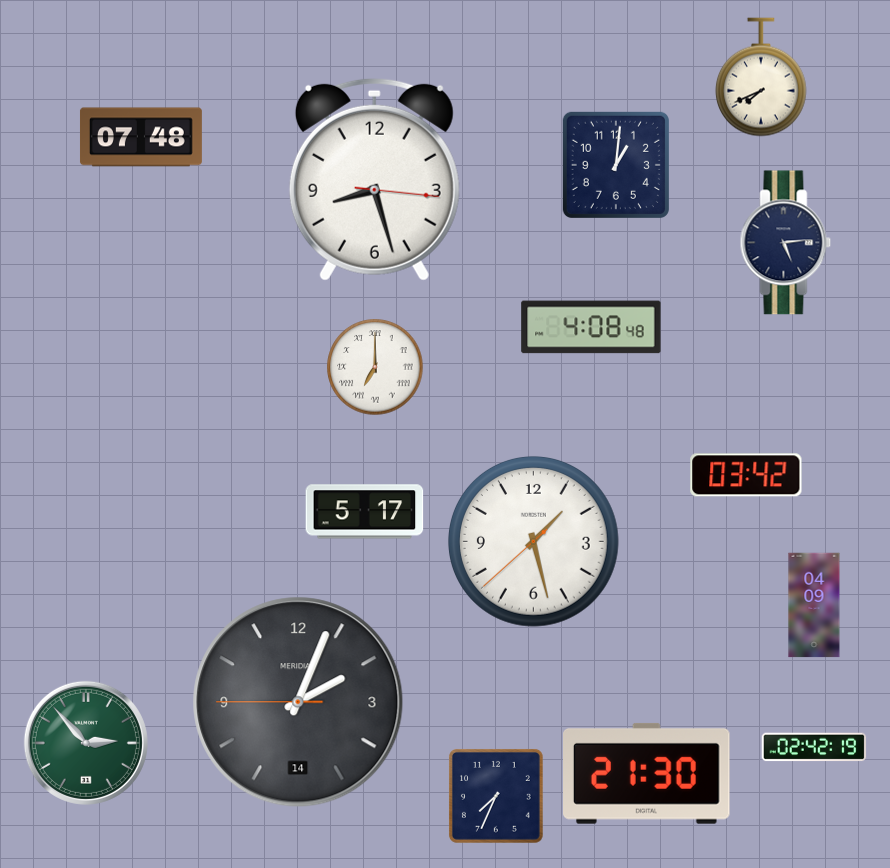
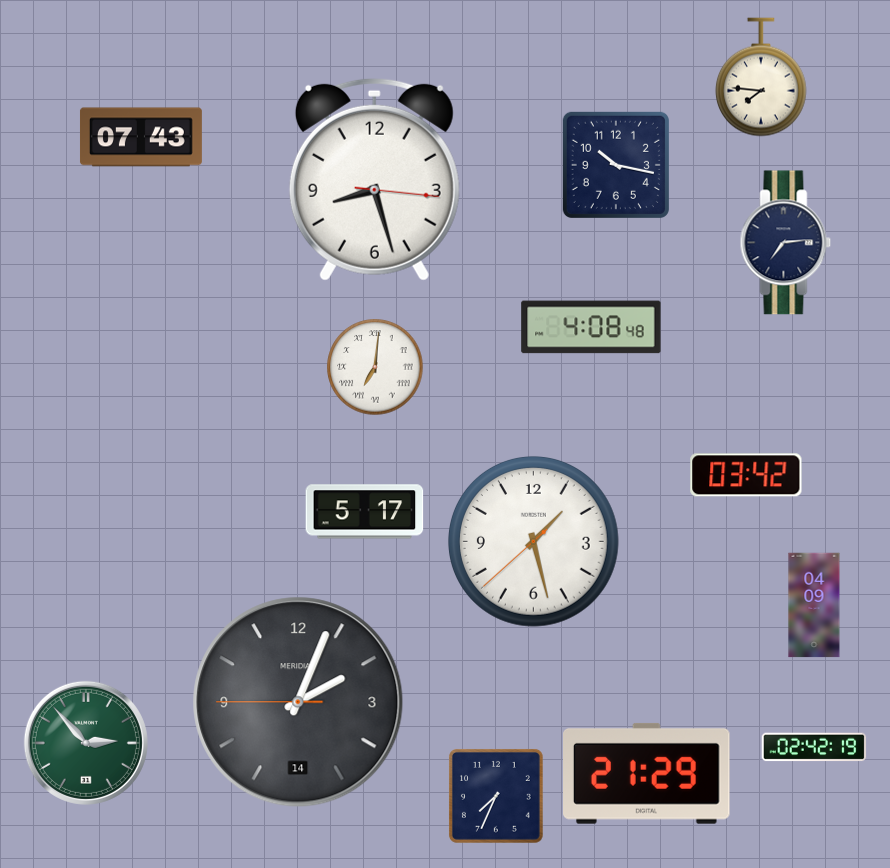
clock at (761, 77): 7:41 -> 7:46
clock at (141, 137): 07:48 -> 07:43
clock at (616, 165): 1:01 -> 10:17
clock at (786, 243): 5:14 -> 7:14
clock at (375, 367): 7:00 -> 7:01
clock at (647, 773): 21:30 -> 21:29
